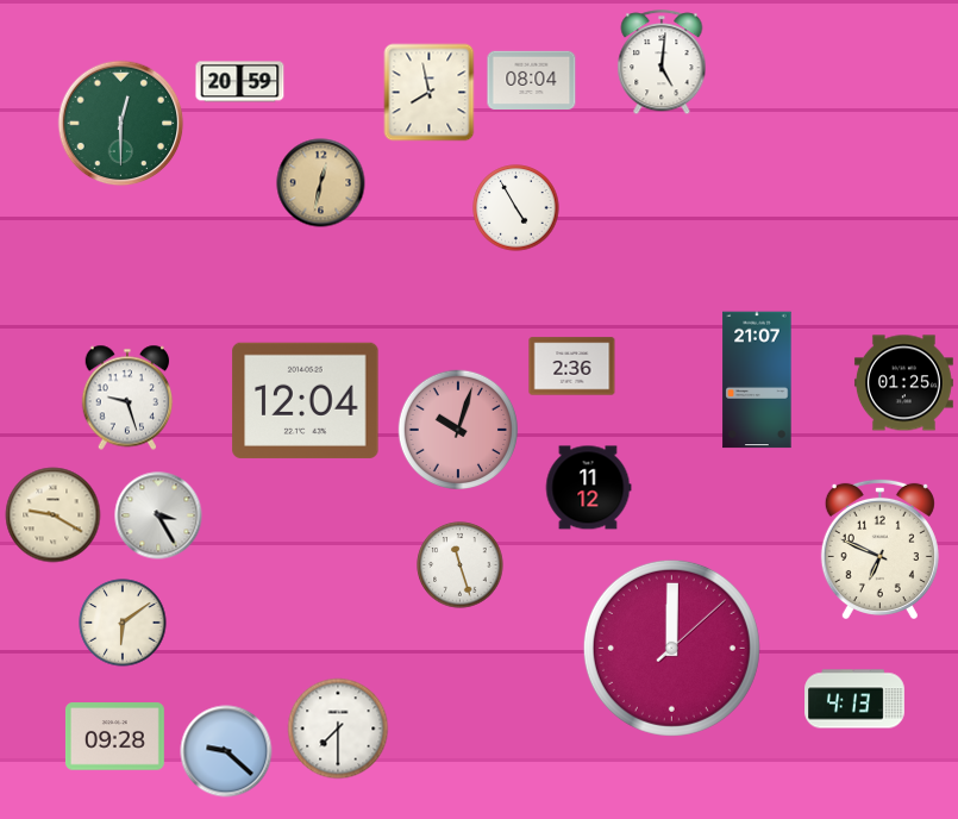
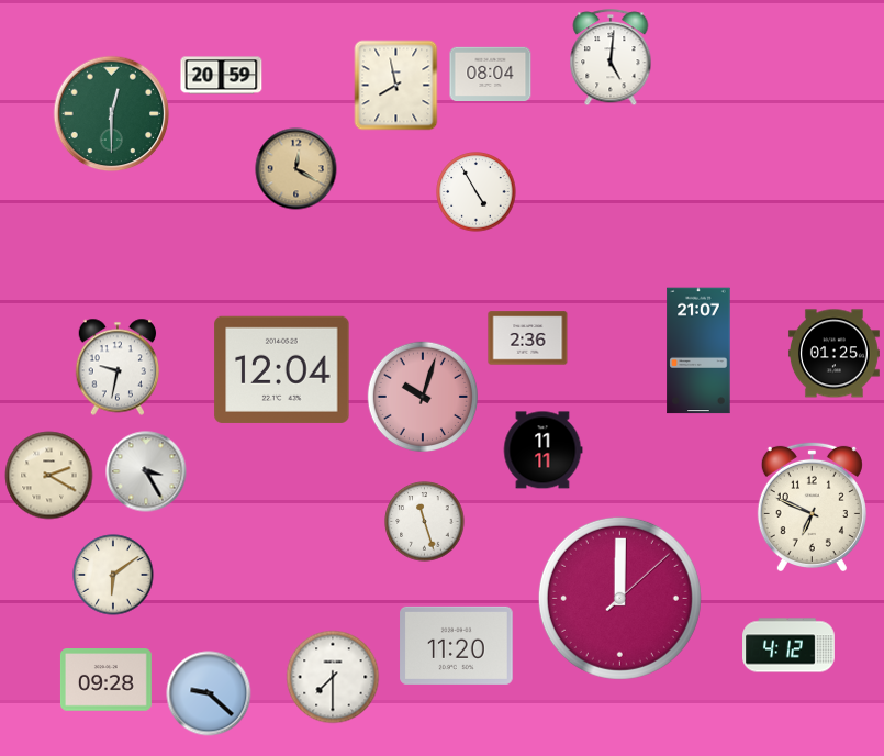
clock at (321, 183): 12:32 -> 12:20
clock at (127, 398): 9:27 -> 9:32
clock at (588, 488): 11:12 -> 11:11
clock at (54, 515): 9:20 -> 2:20
clock at (158, 515) position: (158, 515) -> (146, 471)
clock at (457, 645): none -> 11:20
clock at (854, 699): 4:13 -> 4:12
clock at (338, 729) position: (338, 729) -> (333, 677)
